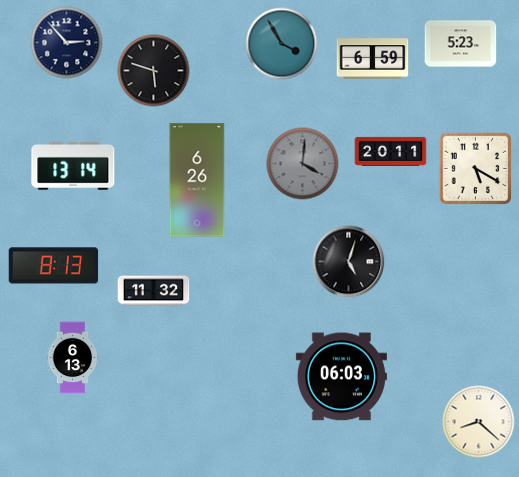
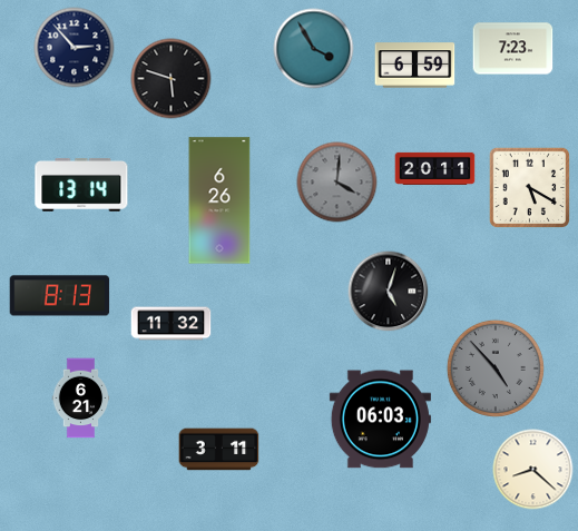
clock at (461, 44): 5:23 -> 7:23
clock at (496, 368): none -> 4:53
clock at (73, 358): 6:13 -> 6:21
clock at (219, 450): none -> 3:11
